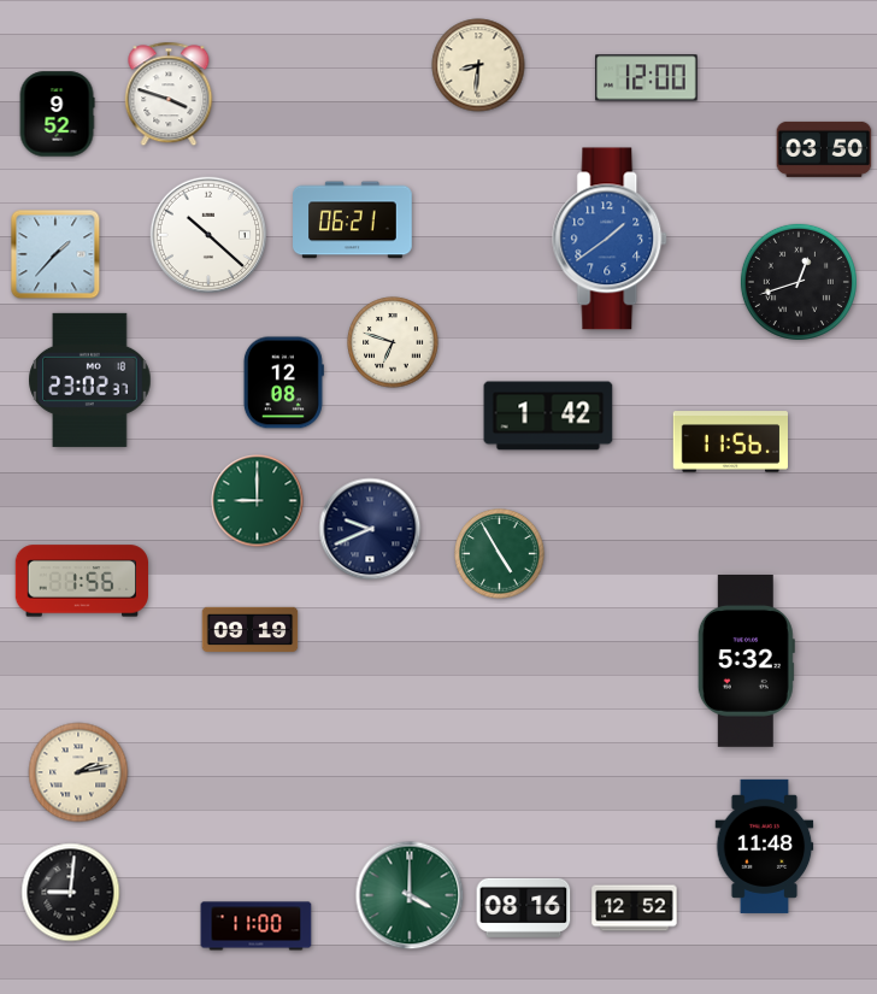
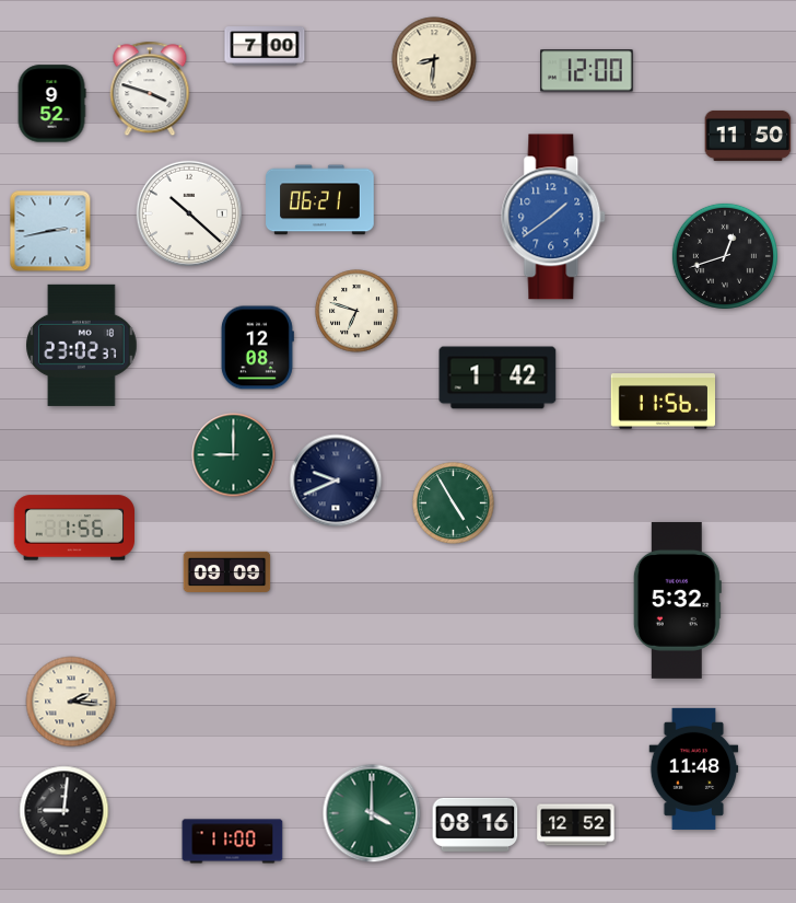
clock at (265, 46): none -> 7:00
clock at (169, 94) position: (169, 94) -> (150, 89)
clock at (824, 149): 03:50 -> 11:50
clock at (55, 254): 1:37 -> 2:43
clock at (251, 630): 09:19 -> 09:09
clock at (78, 772): 2:13 -> 2:16
